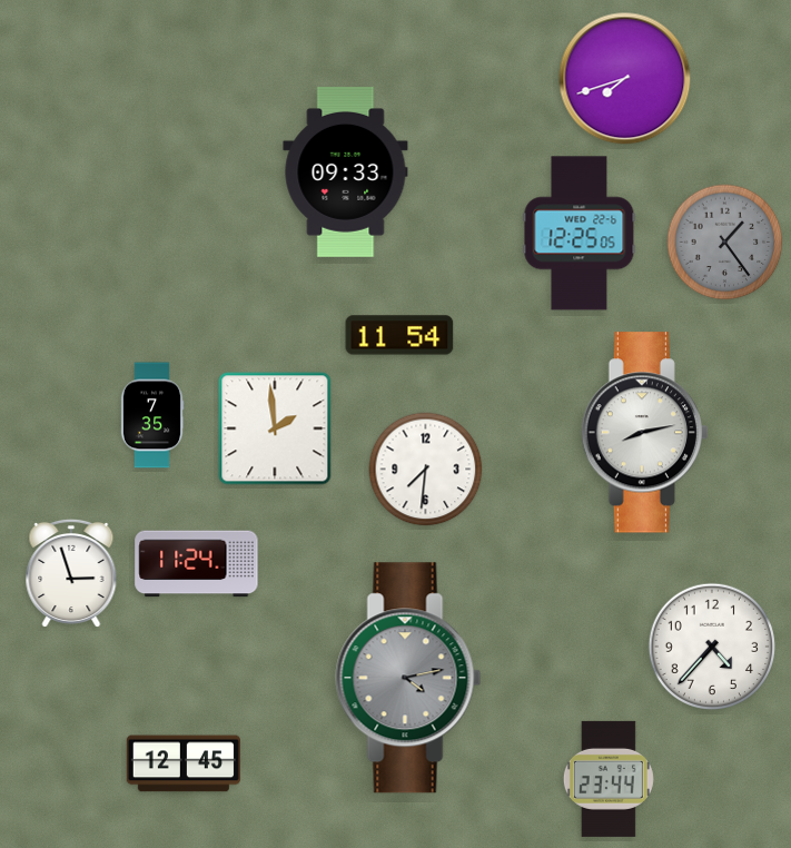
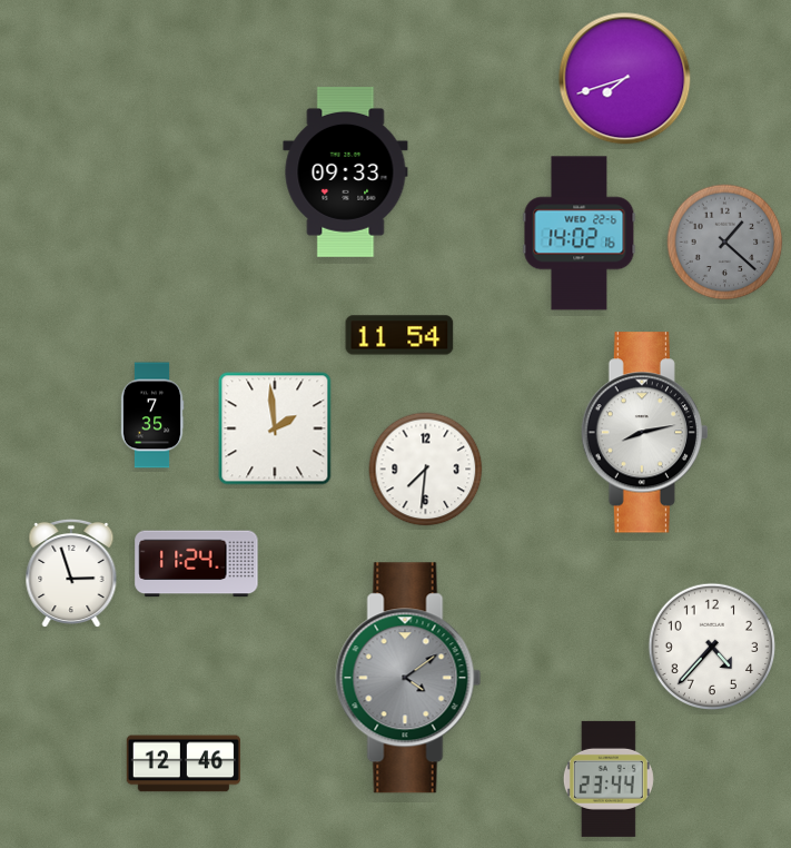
clock at (580, 234): 12:25 -> 14:02
clock at (725, 243): 1:24 -> 1:22
clock at (408, 678): 4:13 -> 4:09
clock at (184, 763): 12:45 -> 12:46
